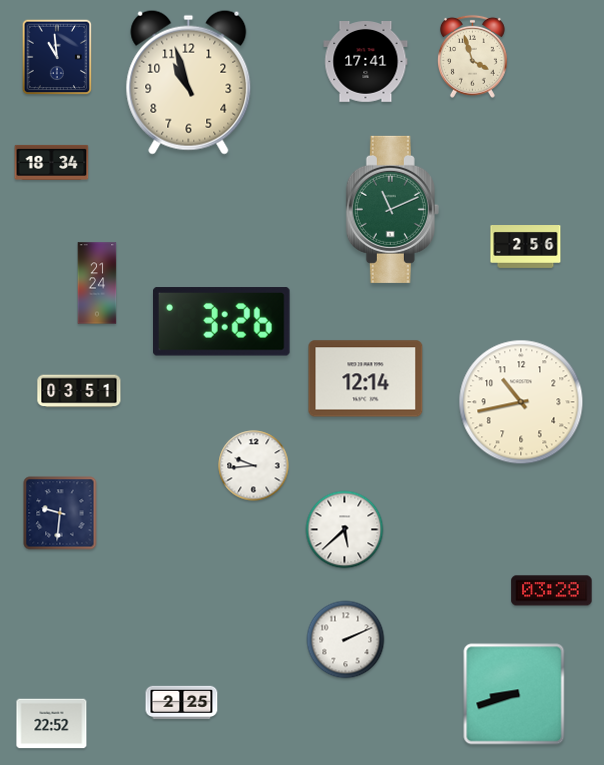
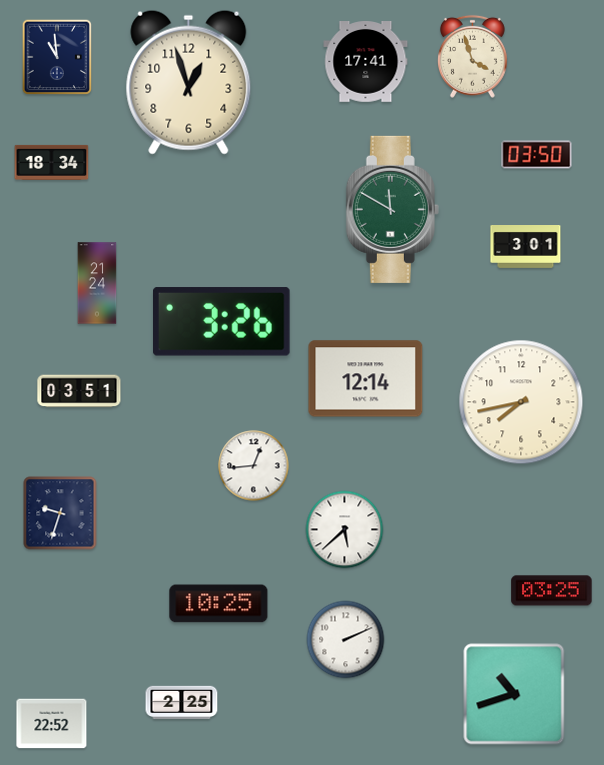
clock at (189, 82): 10:57 -> 12:57
clock at (537, 155): none -> 03:50
clock at (392, 209): 11:11 -> 11:50
clock at (526, 247): 2:56 -> 3:01
clock at (521, 402): 10:43 -> 7:43
clock at (254, 466): 9:44 -> 12:44
clock at (60, 513): 9:31 -> 9:33
clock at (552, 591): 03:28 -> 03:25
clock at (219, 604): none -> 10:25
clock at (514, 694): 8:42 -> 10:42
